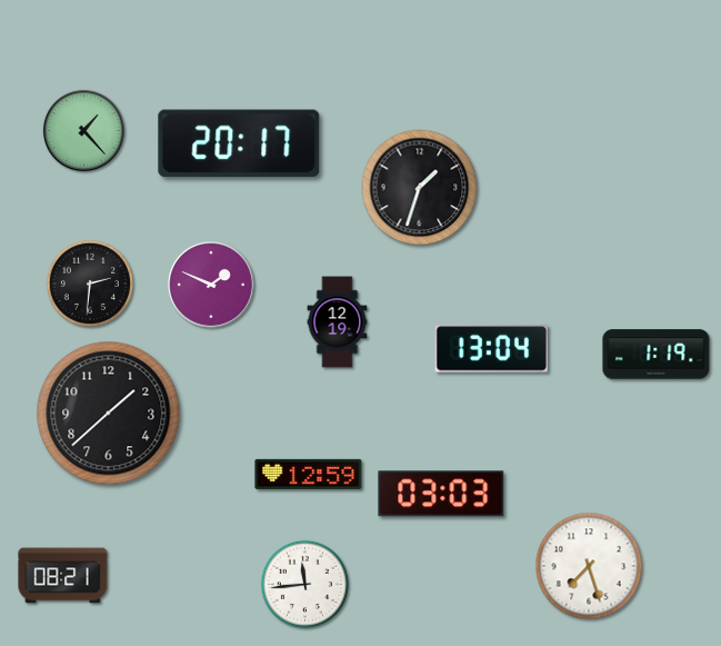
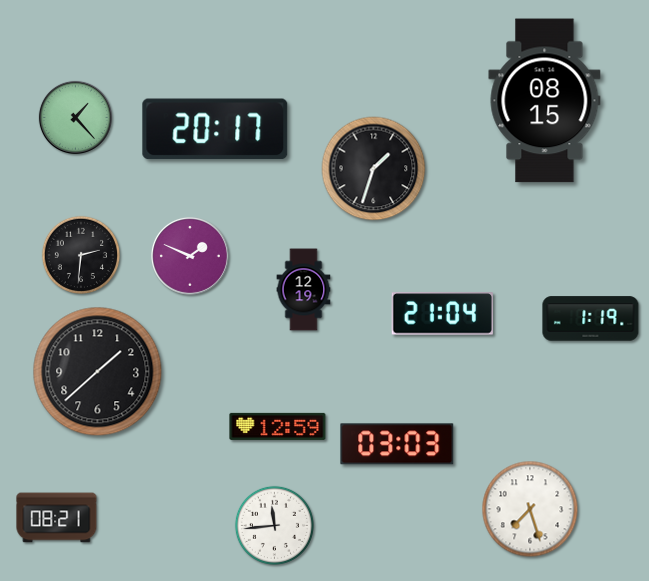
clock at (545, 101): none -> 08:15
clock at (420, 188) position: (420, 188) -> (374, 169)
clock at (491, 349): 13:04 -> 21:04
